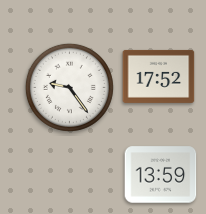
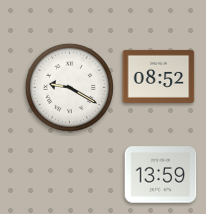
clock at (159, 76): 17:52 -> 08:52
clock at (69, 87): 9:24 -> 9:20
